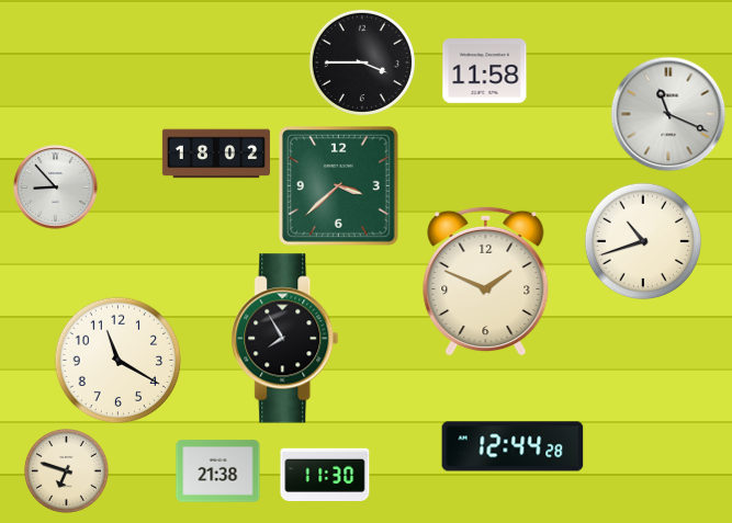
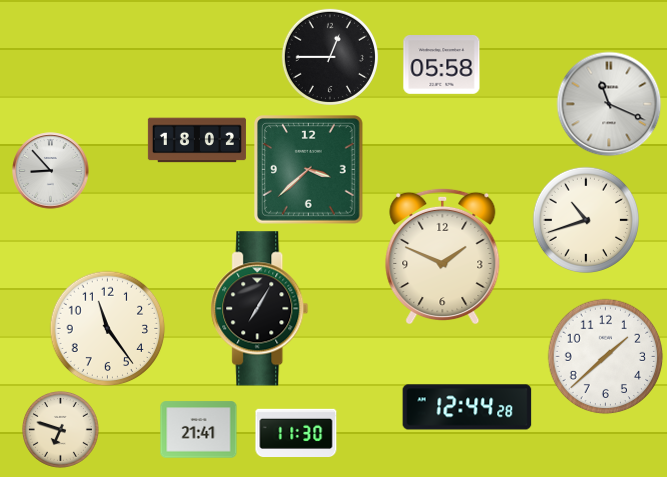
clock at (362, 62): 3:45 -> 12:45
clock at (485, 71): 11:58 -> 05:58
clock at (285, 339): 7:55 -> 7:05
clock at (119, 361): 11:20 -> 11:24
clock at (606, 357): none -> 1:38
clock at (218, 471): 21:38 -> 21:41
